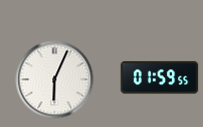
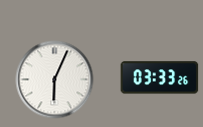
clock at (159, 78): 01:59 -> 03:33
